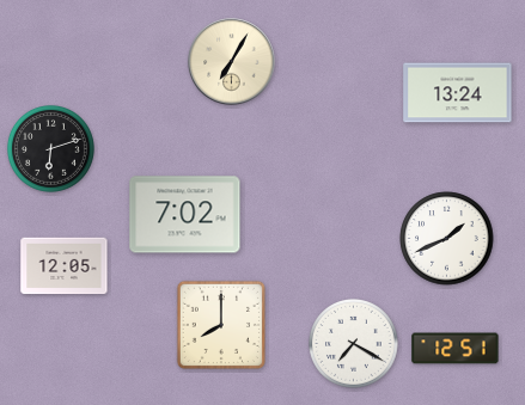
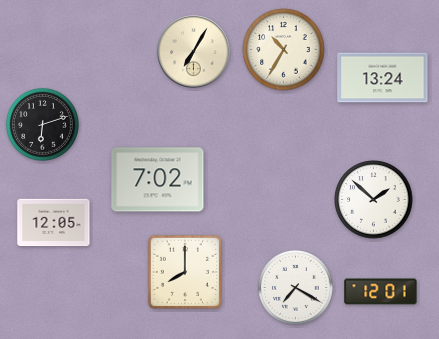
clock at (284, 50): none -> 10:35
clock at (185, 215) position: (185, 215) -> (158, 180)
clock at (447, 239): 1:41 -> 1:52
clock at (456, 349): 12:51 -> 12:01
